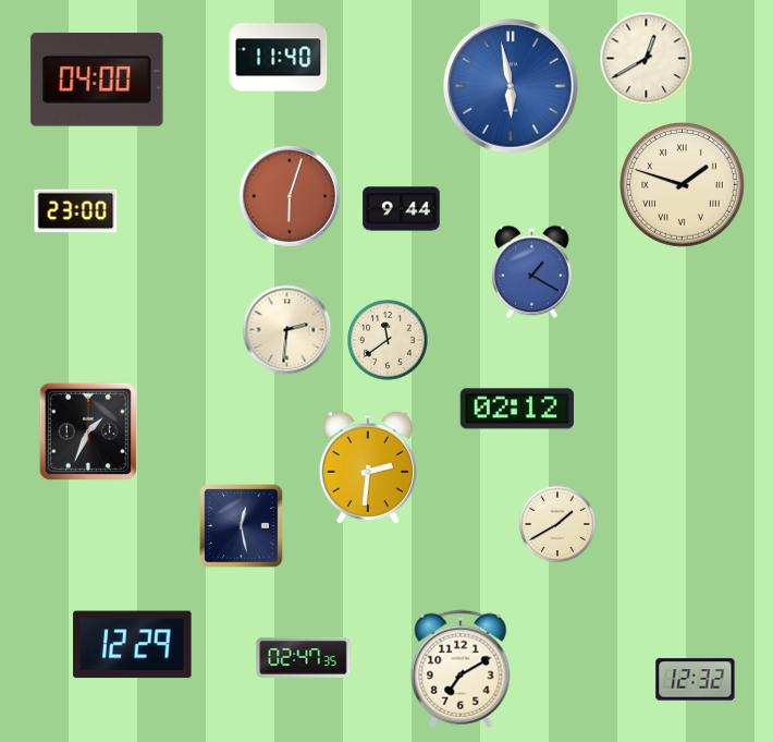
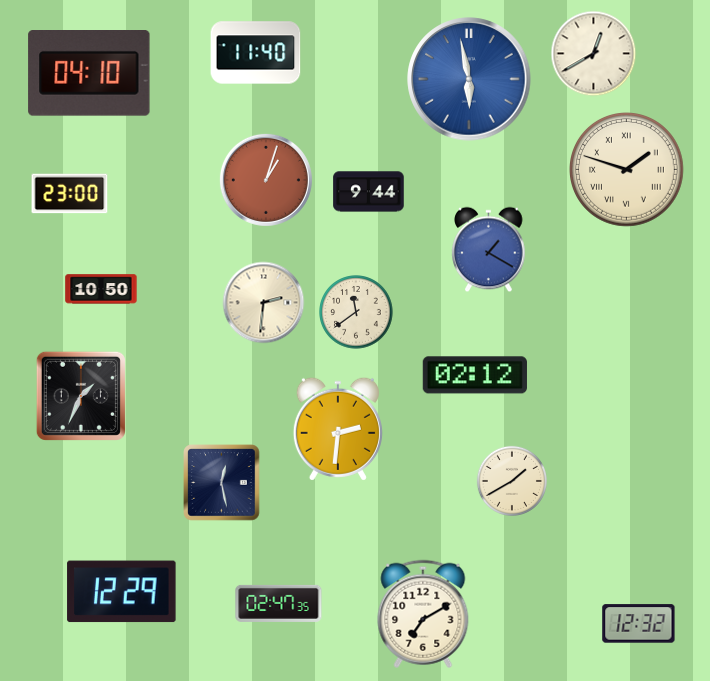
clock at (97, 81): 04:00 -> 04:10
clock at (290, 196): 6:03 -> 1:03
clock at (101, 289): none -> 10:50
